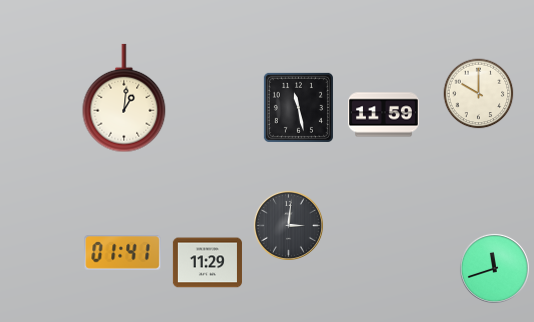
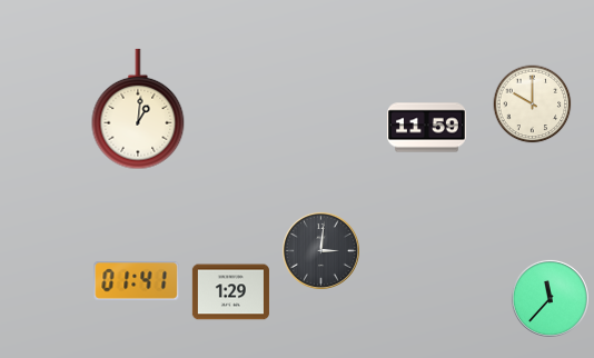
clock at (298, 107): 11:28 -> none
clock at (207, 263): 11:29 -> 1:29
clock at (494, 268): 11:42 -> 11:37
